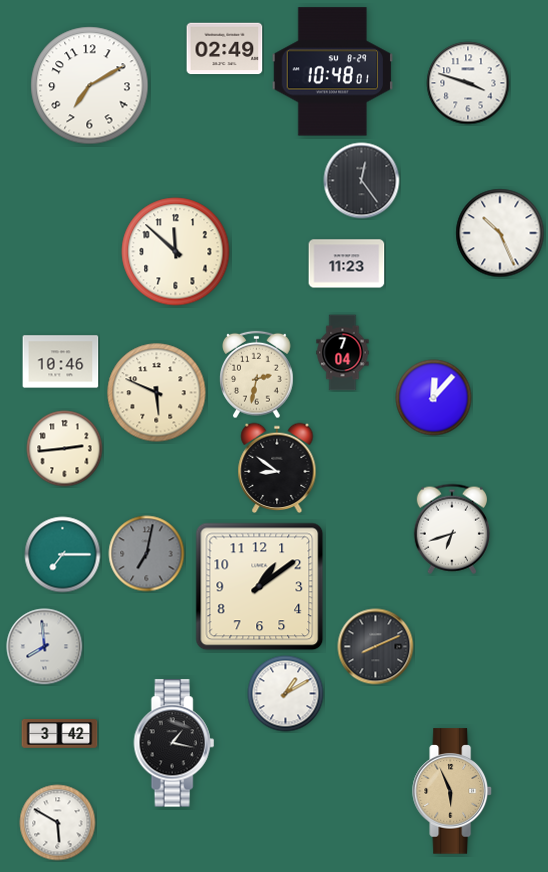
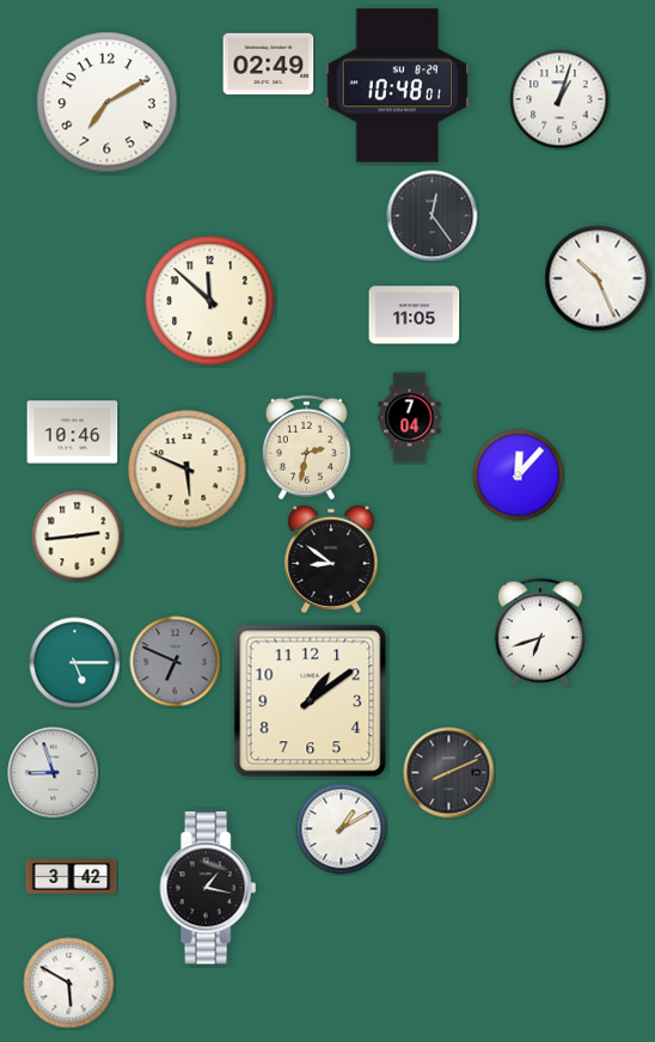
clock at (225, 49) position: (225, 49) -> (269, 65)
clock at (468, 83): 3:48 -> 1:03
clock at (347, 264): 11:23 -> 11:05
clock at (343, 353) position: (343, 353) -> (410, 418)
clock at (147, 554): 7:02 -> 6:49
clock at (63, 555): 7:15 -> 5:15
clock at (45, 647): 7:59 -> 8:57
clock at (453, 791): 5:56 -> none
